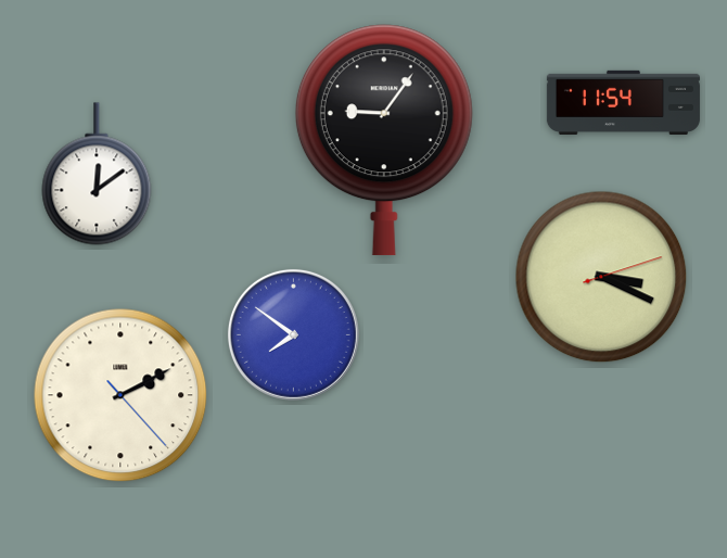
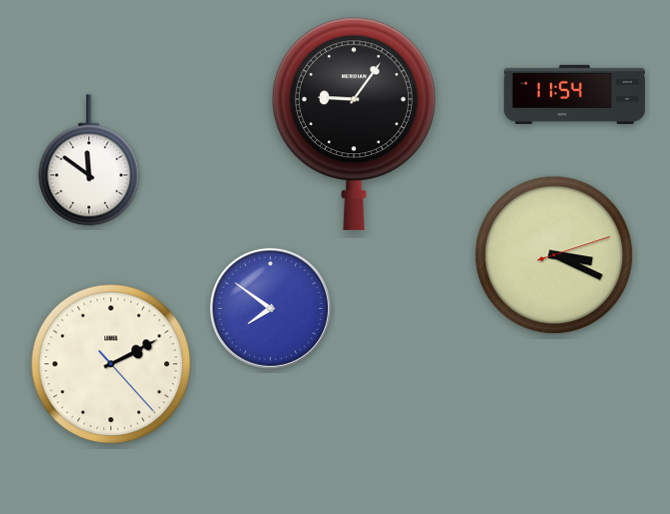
clock at (384, 140) position: (384, 140) -> (354, 124)
clock at (97, 174): 12:09 -> 11:51
